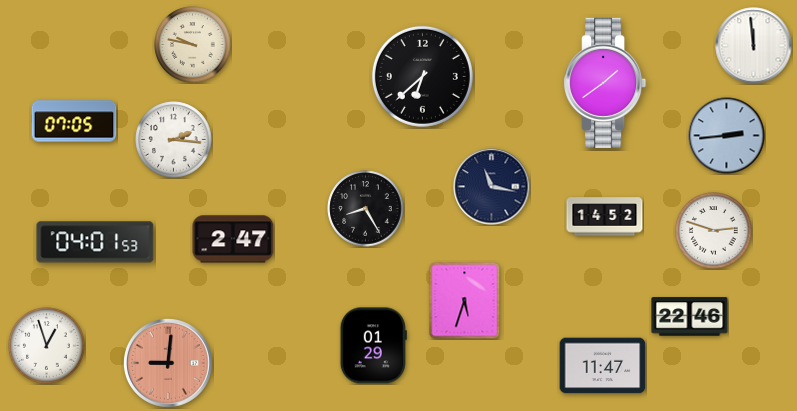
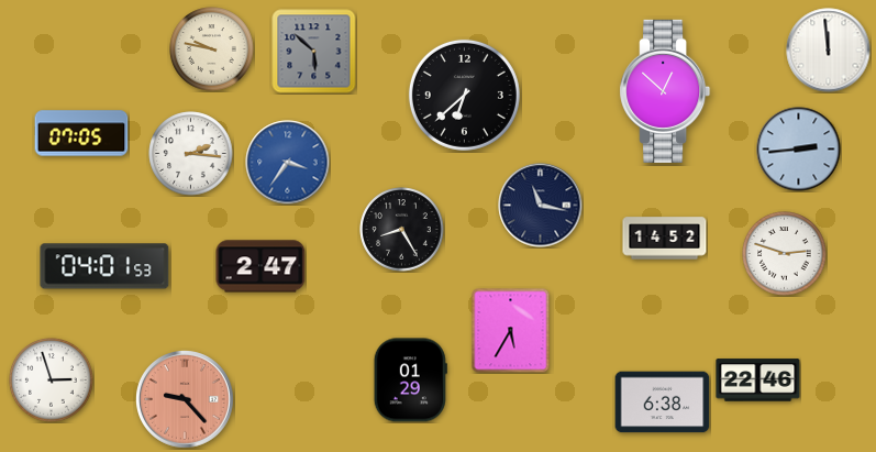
clock at (314, 52): none -> 5:52
clock at (422, 76) position: (422, 76) -> (464, 95)
clock at (605, 83): 1:39 -> 12:52
clock at (288, 163): none -> 3:36
clock at (233, 239) position: (233, 239) -> (260, 266)
clock at (465, 300): 5:33 -> 5:35
clock at (690, 317) position: (690, 317) -> (758, 381)
clock at (47, 346): 12:57 -> 2:57
clock at (169, 364): 9:01 -> 9:23
clock at (603, 366): 11:47 -> 6:38
